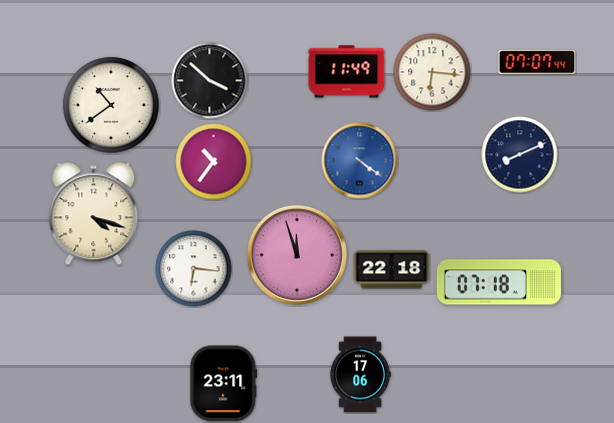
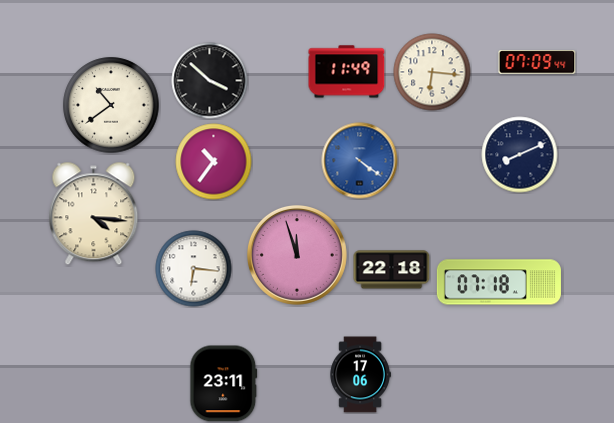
clock at (537, 62): 07:07 -> 07:09
clock at (94, 214): 4:18 -> 4:16
